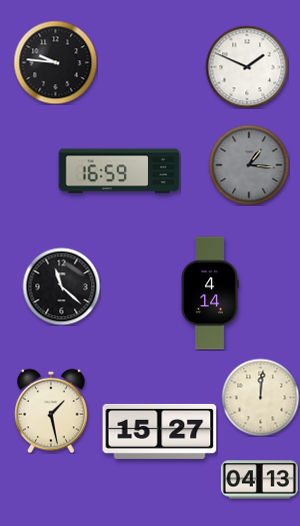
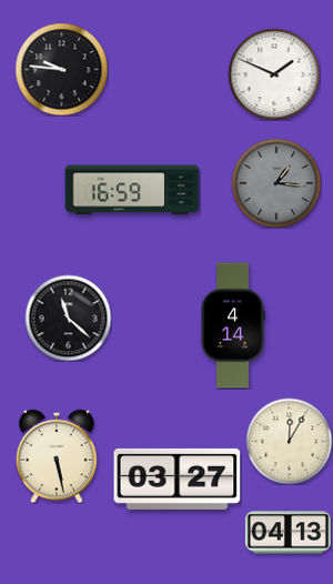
clock at (260, 397): 12:01 -> 12:05
clock at (52, 411): 1:28 -> 5:28
clock at (160, 431): 15:27 -> 03:27
